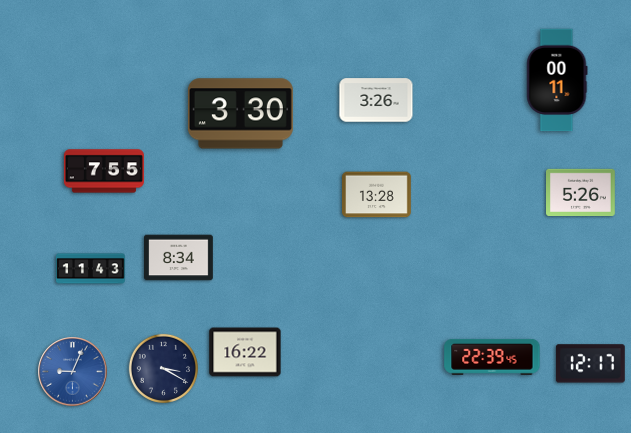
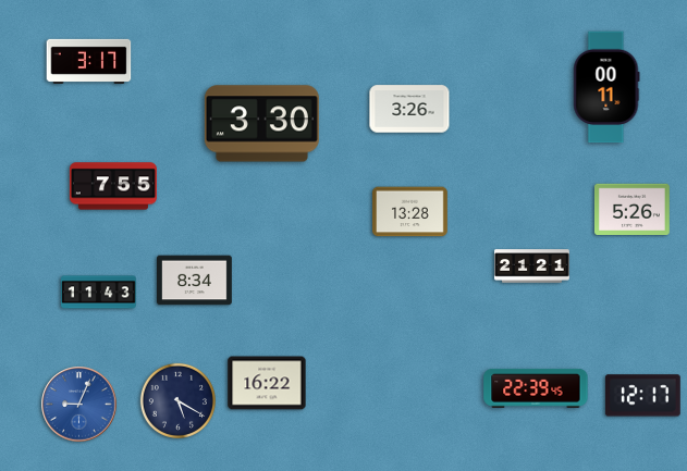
clock at (89, 61): none -> 3:17
clock at (532, 267): none -> 21:21
clock at (163, 368): 3:20 -> 5:20
